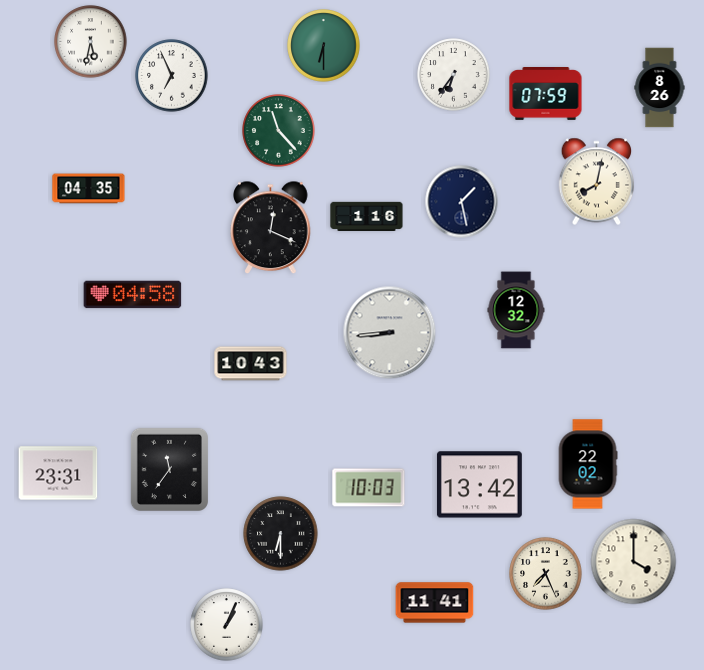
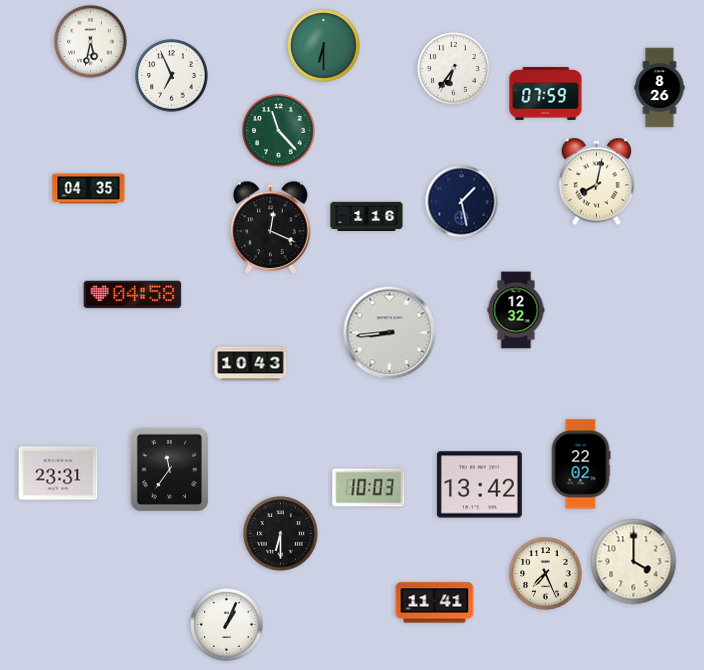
clock at (454, 75) position: (454, 75) -> (454, 69)
clock at (588, 464) position: (588, 464) -> (581, 464)
